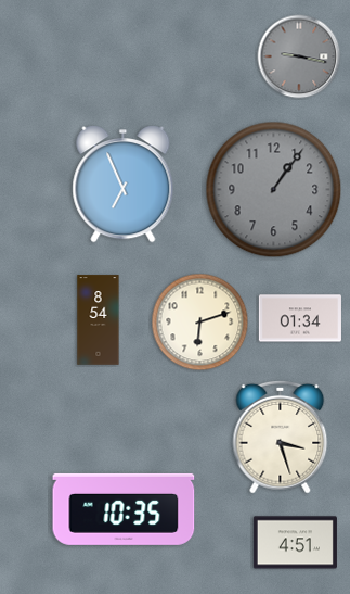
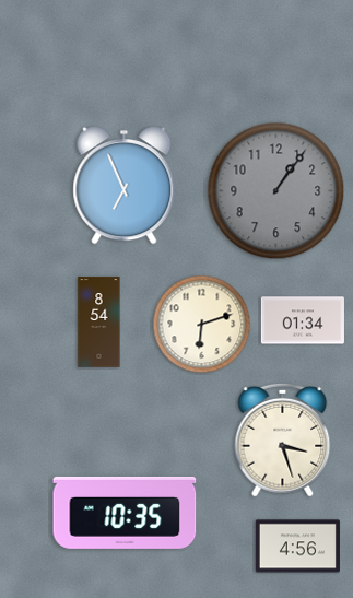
clock at (299, 56): 9:17 -> none
clock at (295, 543): 4:51 -> 4:56
